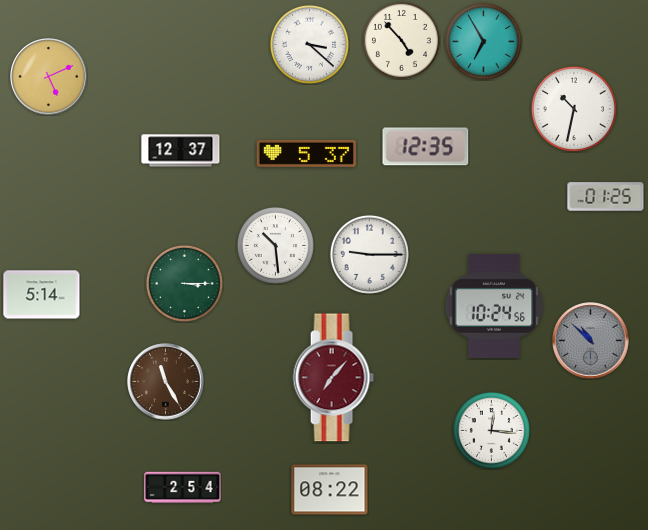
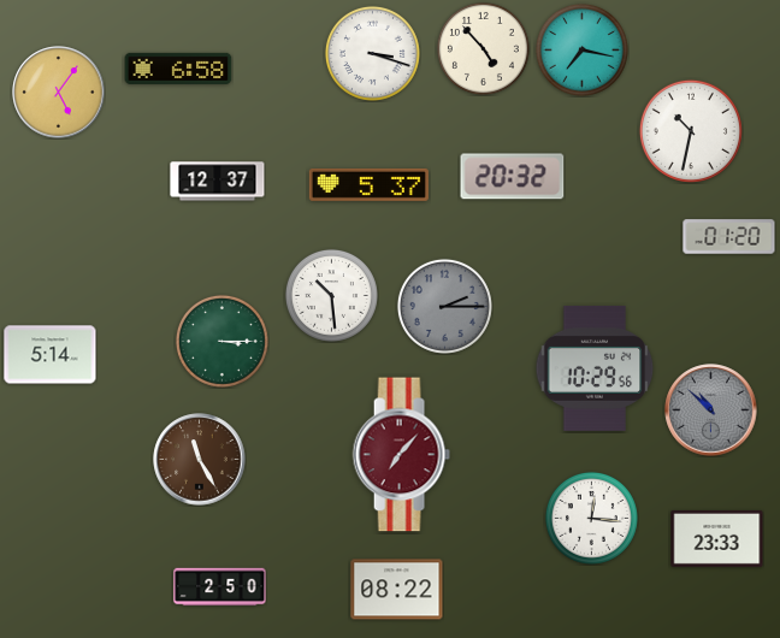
clock at (483, 41): 6:55 -> 7:17
clock at (309, 44): 3:22 -> 3:18
clock at (178, 69): none -> 6:58
clock at (49, 77): 5:11 -> 5:06
clock at (426, 147): 12:35 -> 20:32
clock at (606, 197): 01:25 -> 01:20
clock at (369, 254): 9:15 -> 2:15
clock at (369, 254) dial: white -> grey
clock at (494, 306): 10:24 -> 10:29
clock at (717, 538): none -> 23:33
clock at (183, 488): 2:54 -> 2:50
